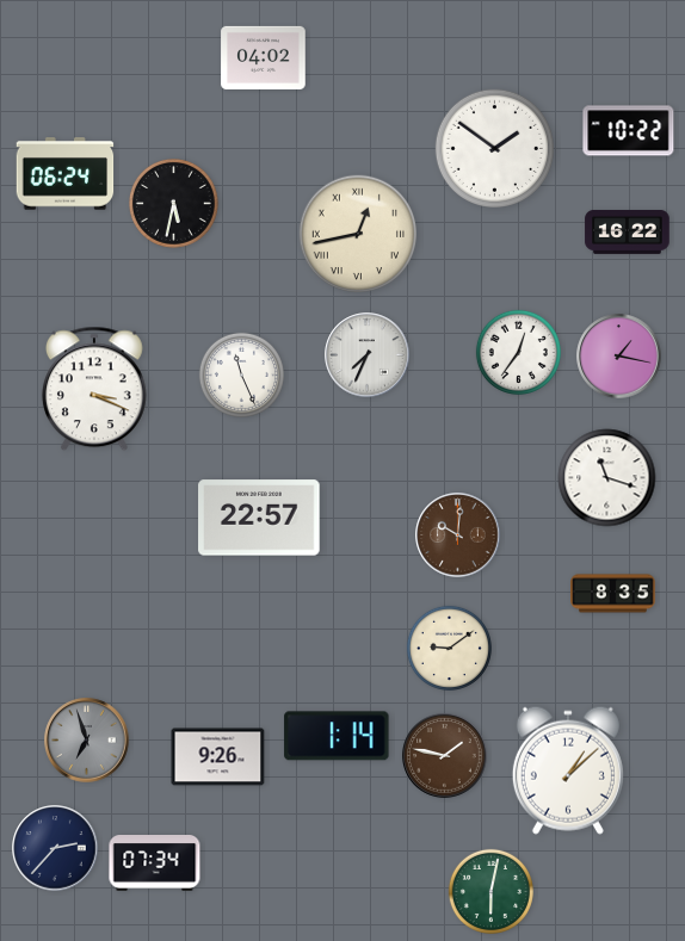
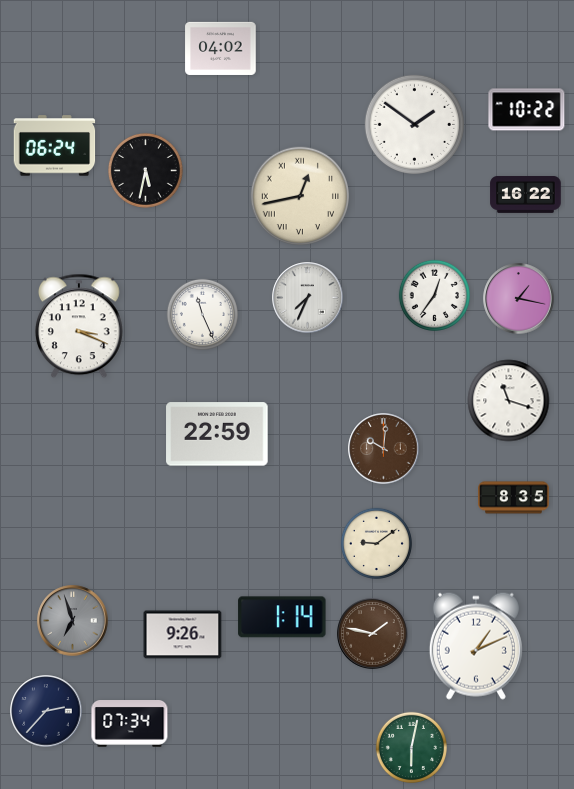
clock at (259, 518): 22:57 -> 22:59
clock at (568, 770): 1:08 -> 1:11
